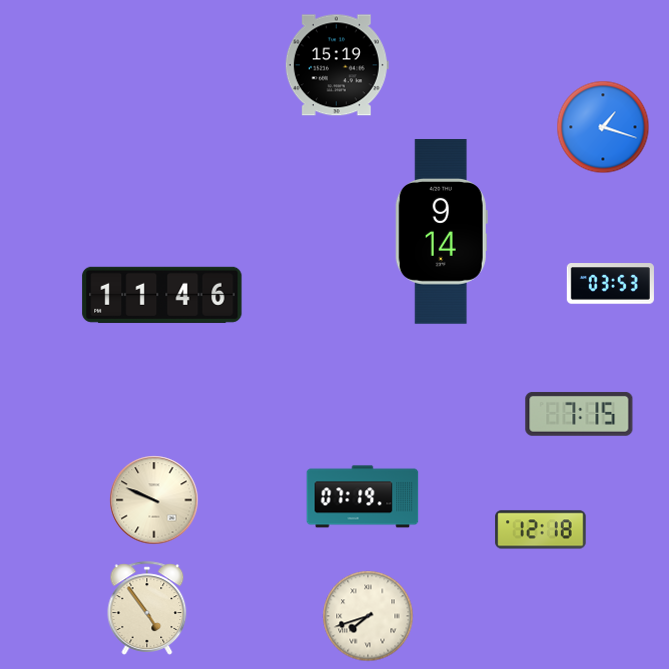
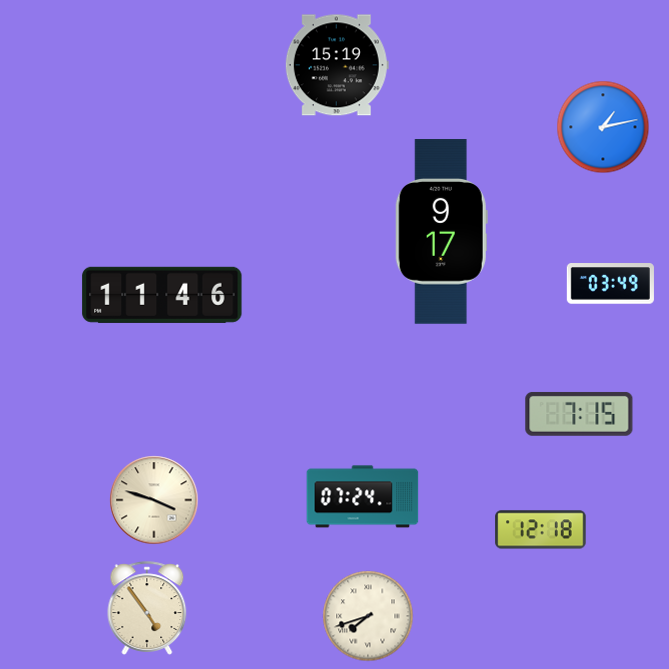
clock at (603, 127): 1:18 -> 1:13
clock at (441, 232): 9:14 -> 9:17
clock at (610, 284): 03:53 -> 03:49
clock at (363, 497): 07:19 -> 07:24
clock at (154, 500): 9:49 -> 3:48
